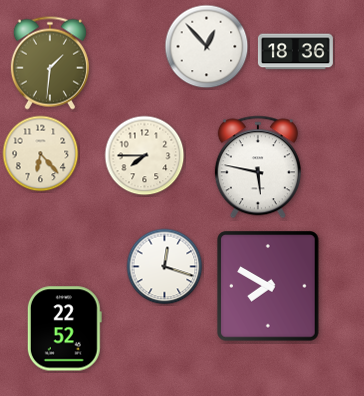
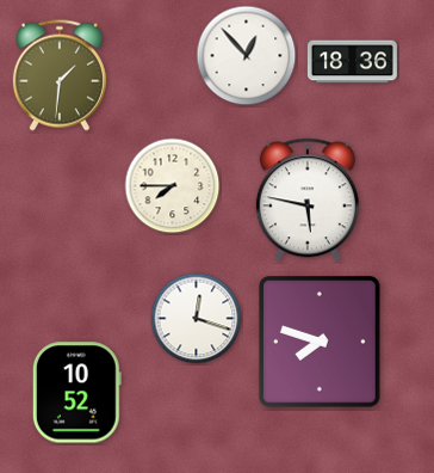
clock at (41, 154): 6:23 -> none
clock at (268, 286): 7:50 -> 7:48
clock at (64, 329): 22:52 -> 10:52
